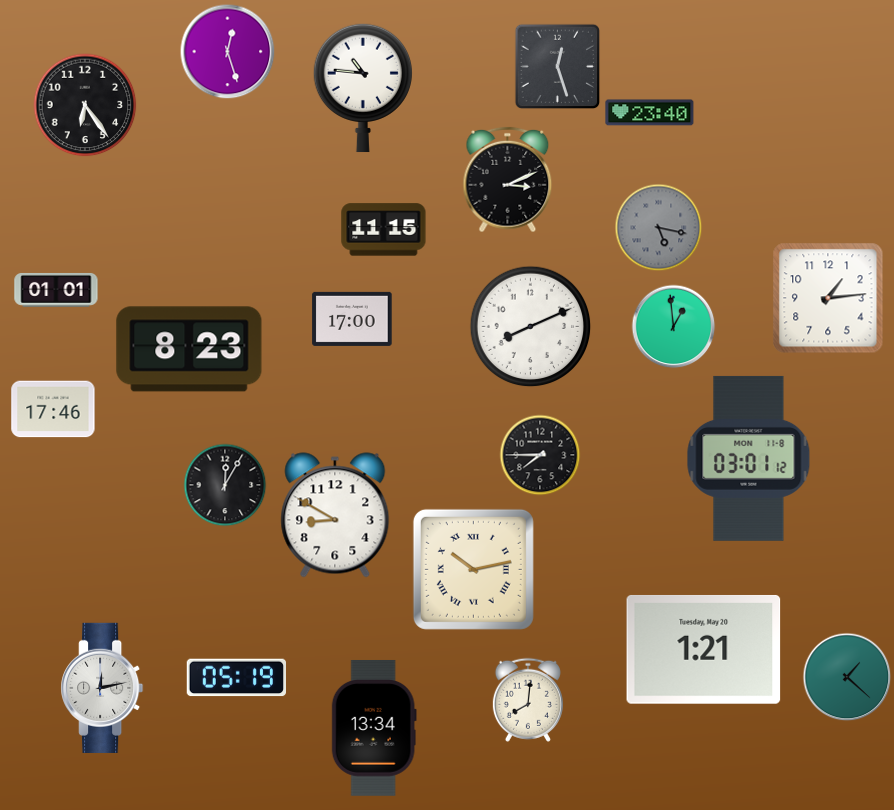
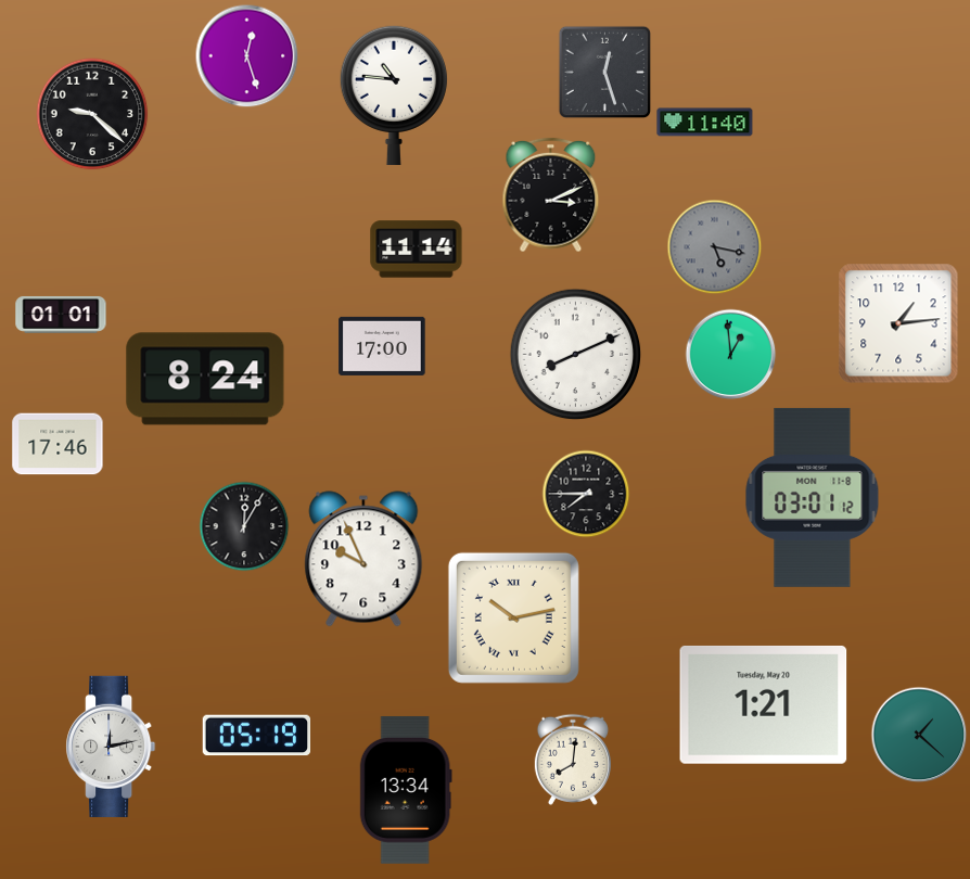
clock at (85, 105): 6:24 -> 9:22
clock at (650, 113): 23:40 -> 11:40
clock at (384, 230): 11:15 -> 11:14
clock at (189, 349): 8:23 -> 8:24
clock at (335, 515): 8:50 -> 9:56
